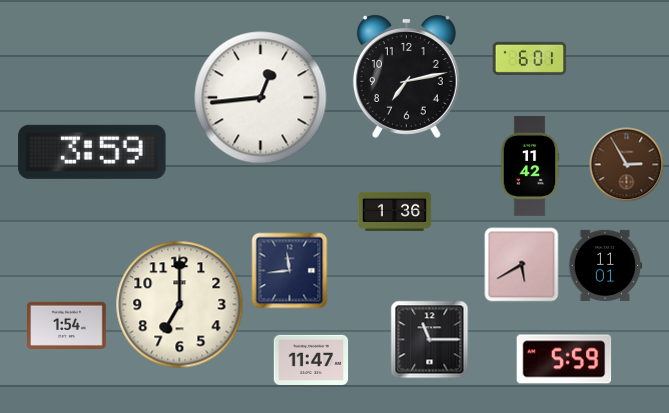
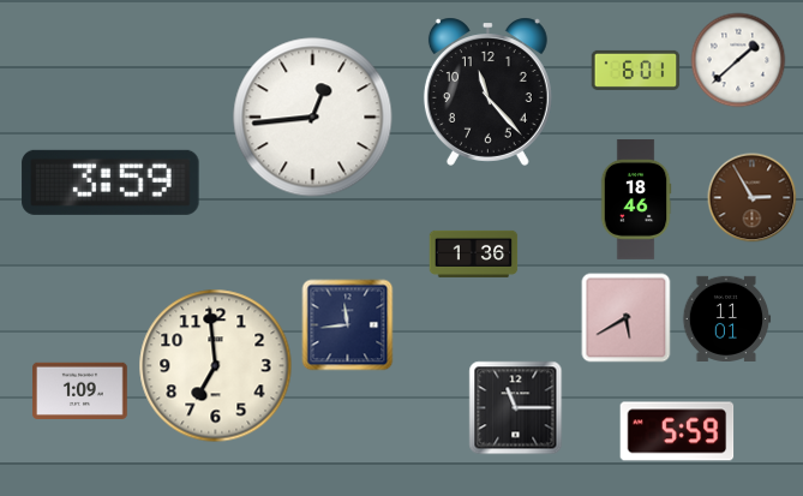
clock at (738, 60): none -> 1:38
clock at (406, 76): 7:13 -> 11:23
clock at (530, 166): 11:42 -> 18:46
clock at (180, 305): 7:00 -> 6:59
clock at (67, 325): 1:54 -> 1:09
clock at (311, 359): 11:47 -> none
